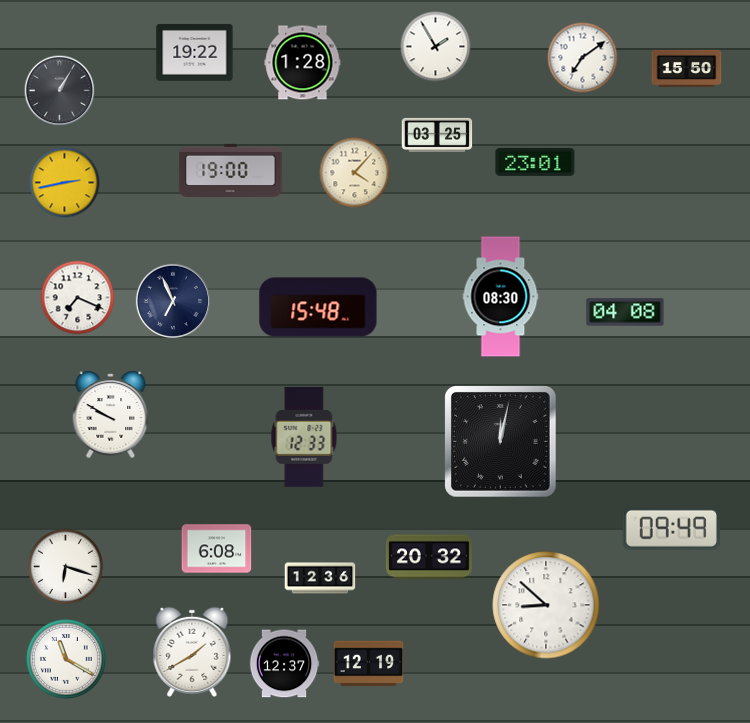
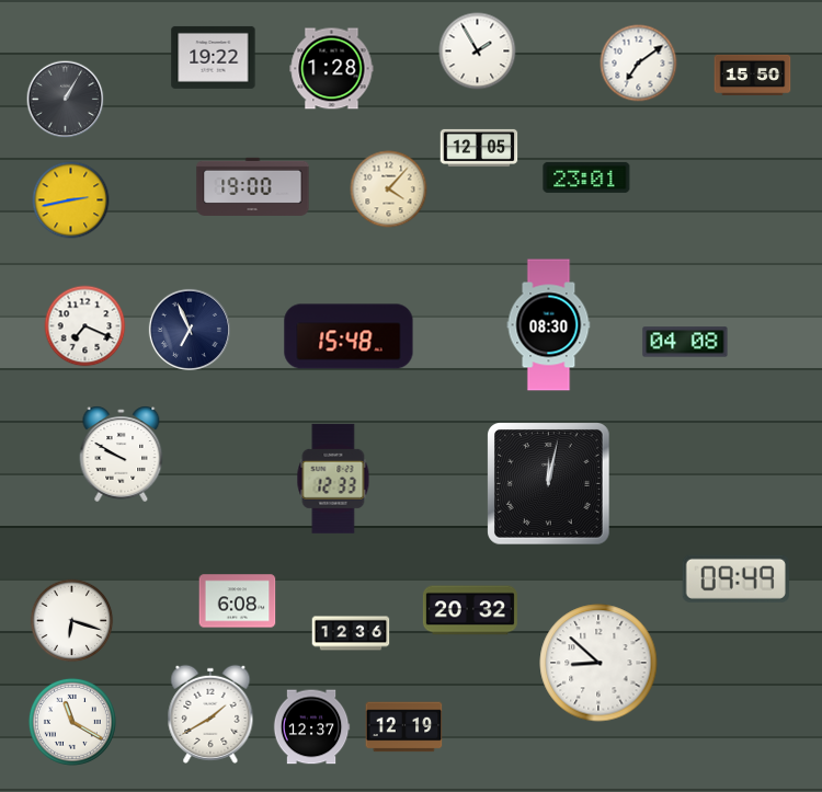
clock at (437, 135): 03:25 -> 12:05
